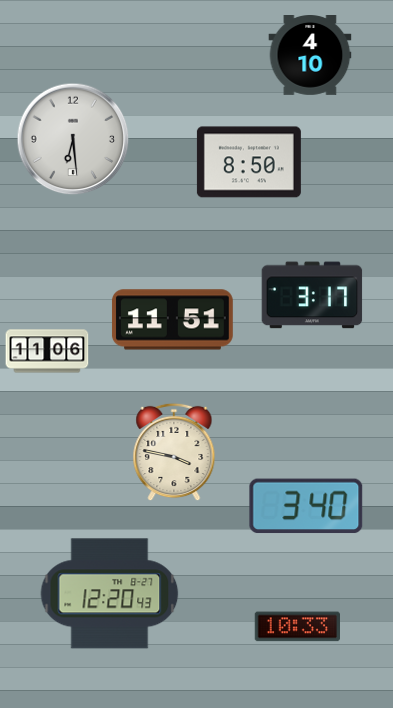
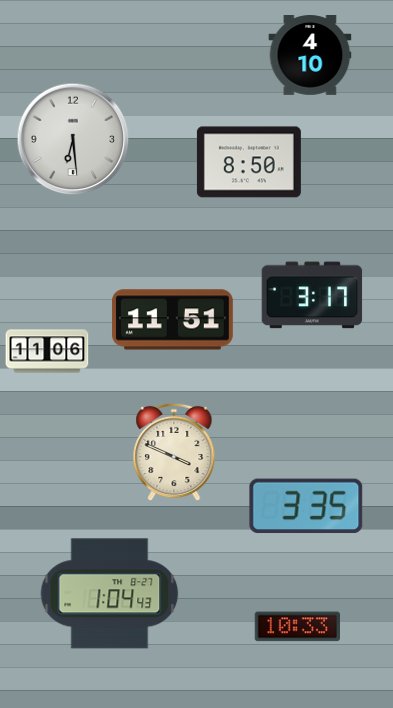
clock at (174, 452): 3:47 -> 3:49
clock at (306, 506): 3:40 -> 3:35
clock at (110, 594): 12:20 -> 1:04
